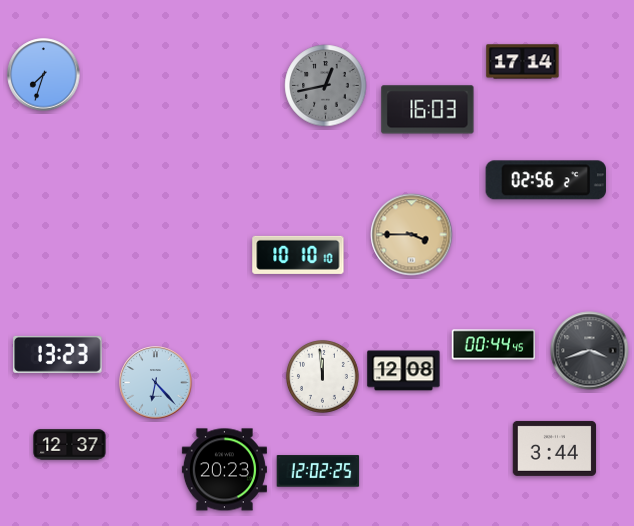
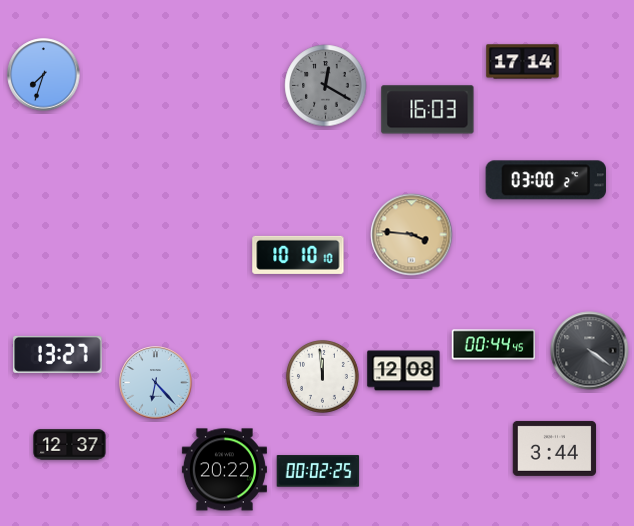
clock at (326, 86): 12:43 -> 12:20
clock at (546, 180): 02:56 -> 03:00
clock at (412, 235): 3:45 -> 3:46
clock at (590, 351): 3:42 -> 4:21
clock at (58, 354): 13:23 -> 13:27
clock at (224, 470): 20:23 -> 20:22
clock at (318, 471): 12:02 -> 00:02
